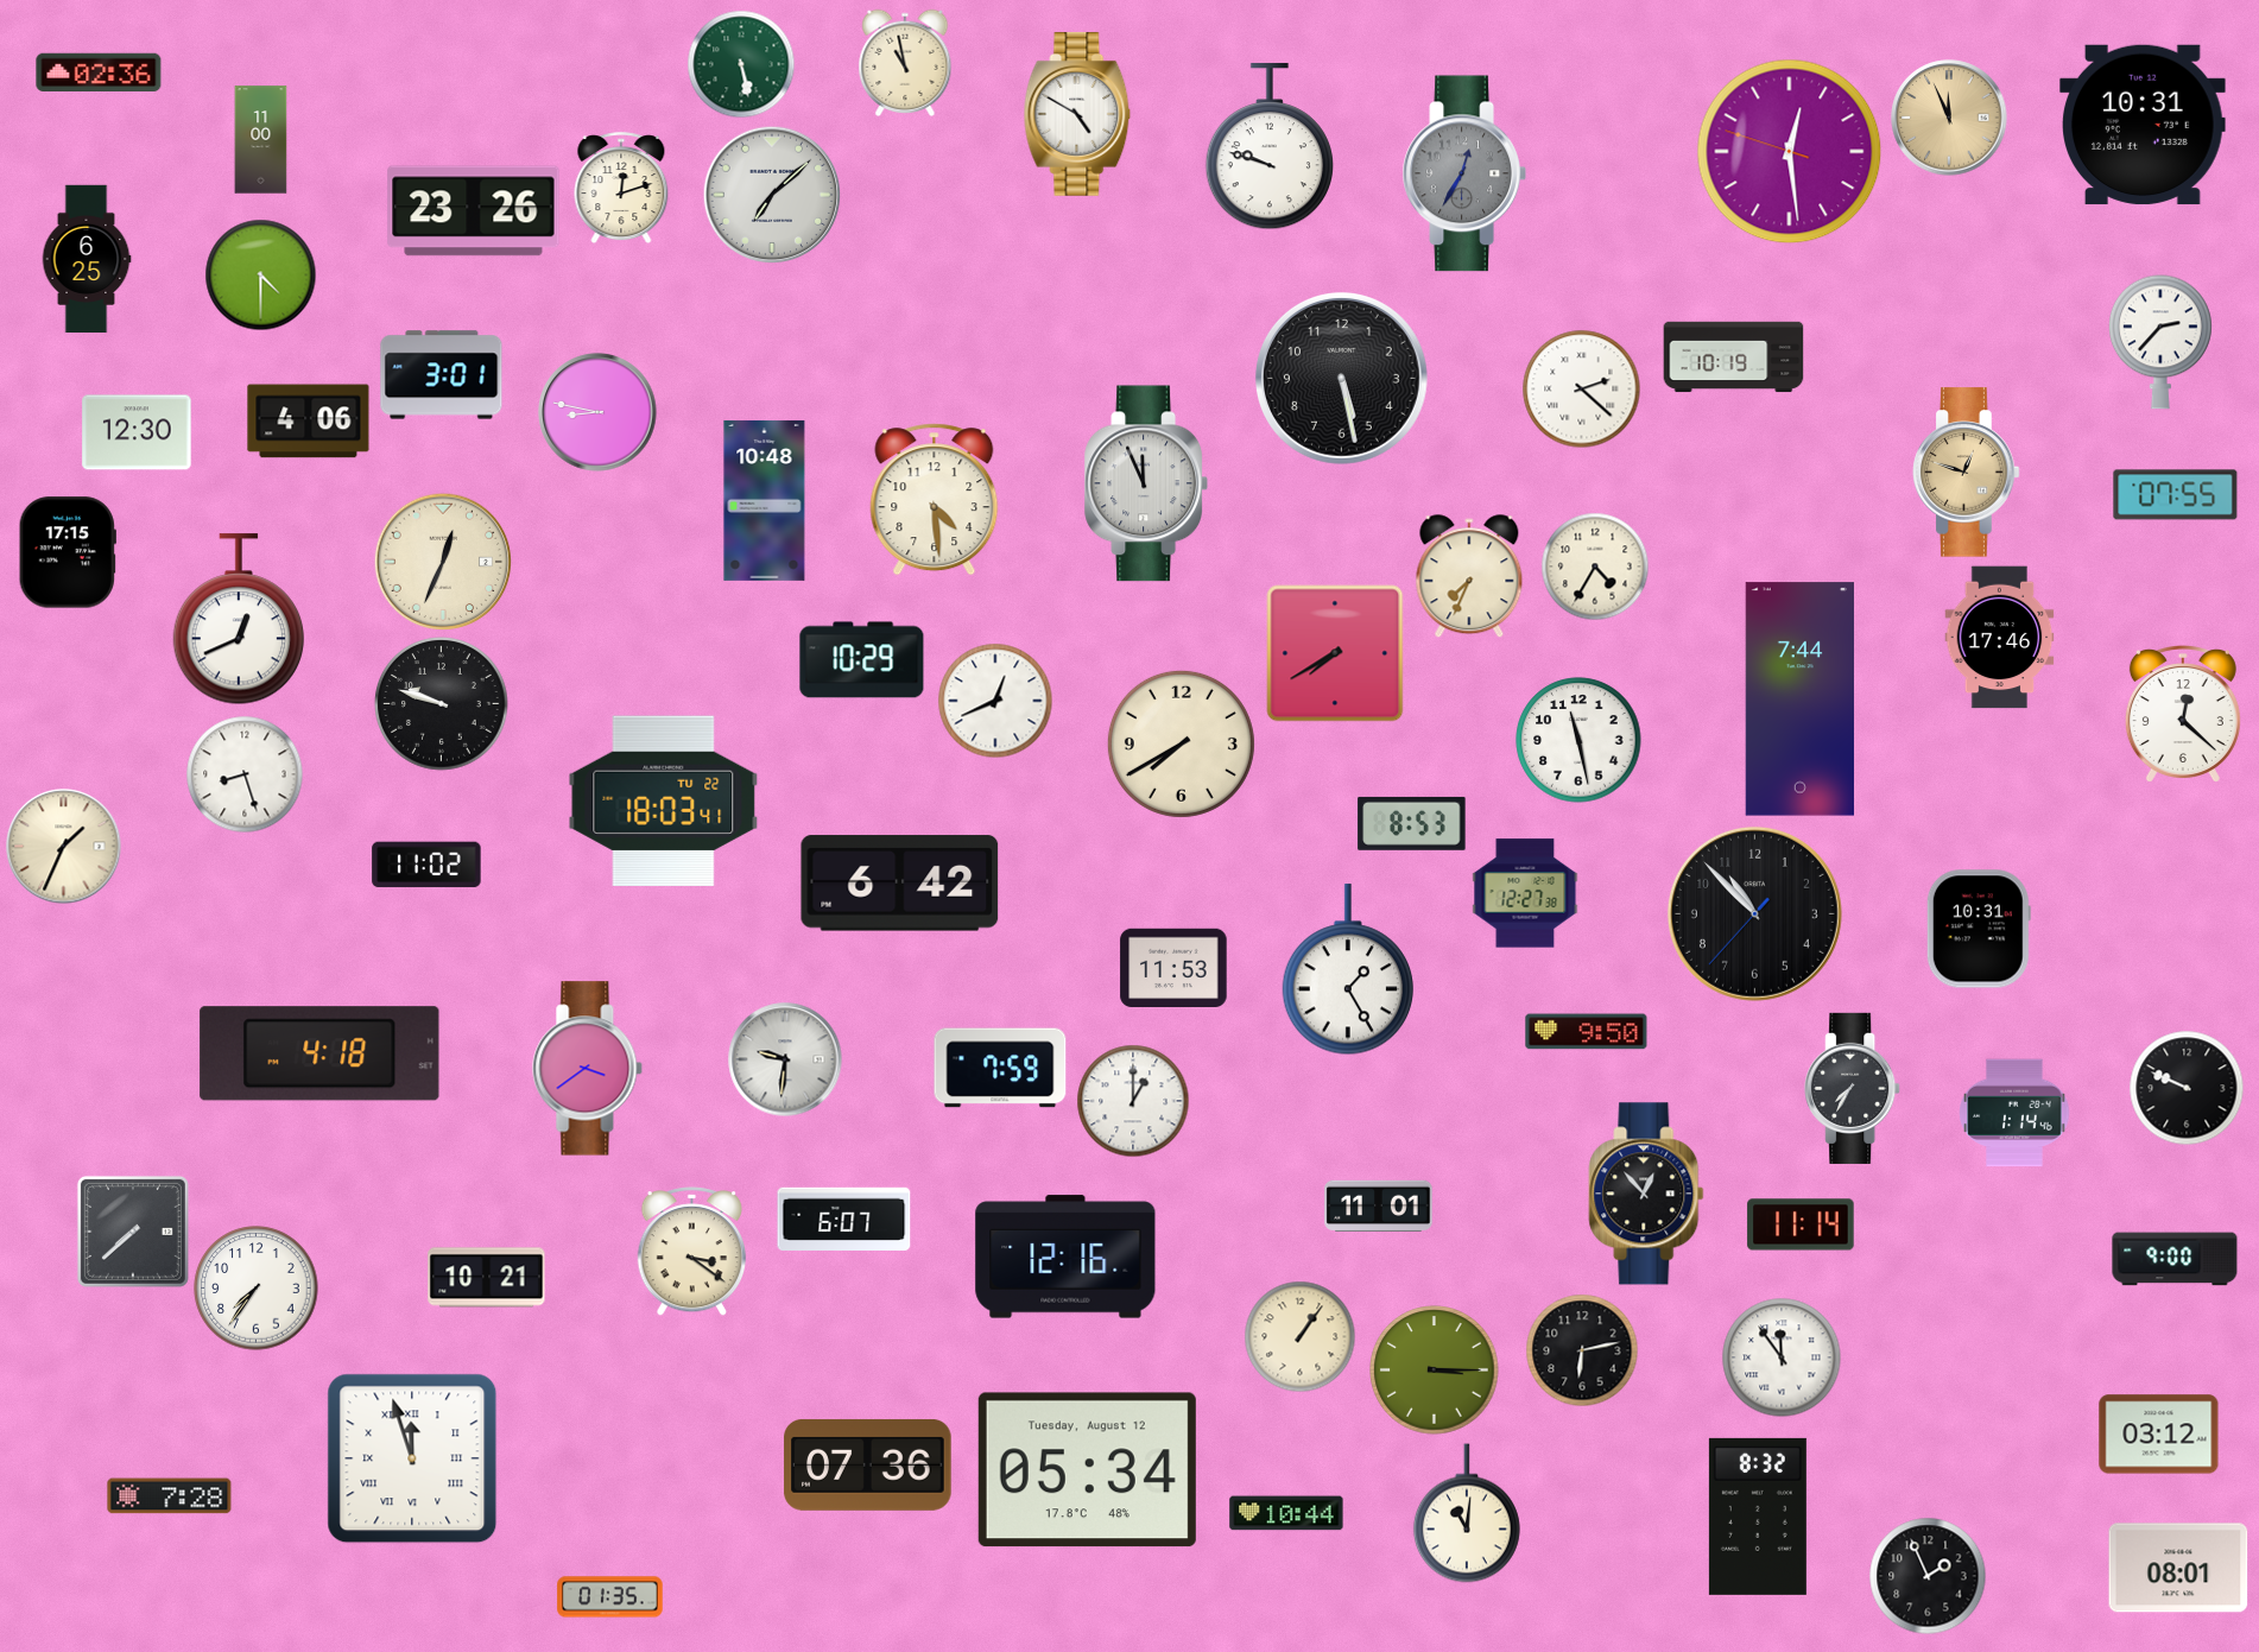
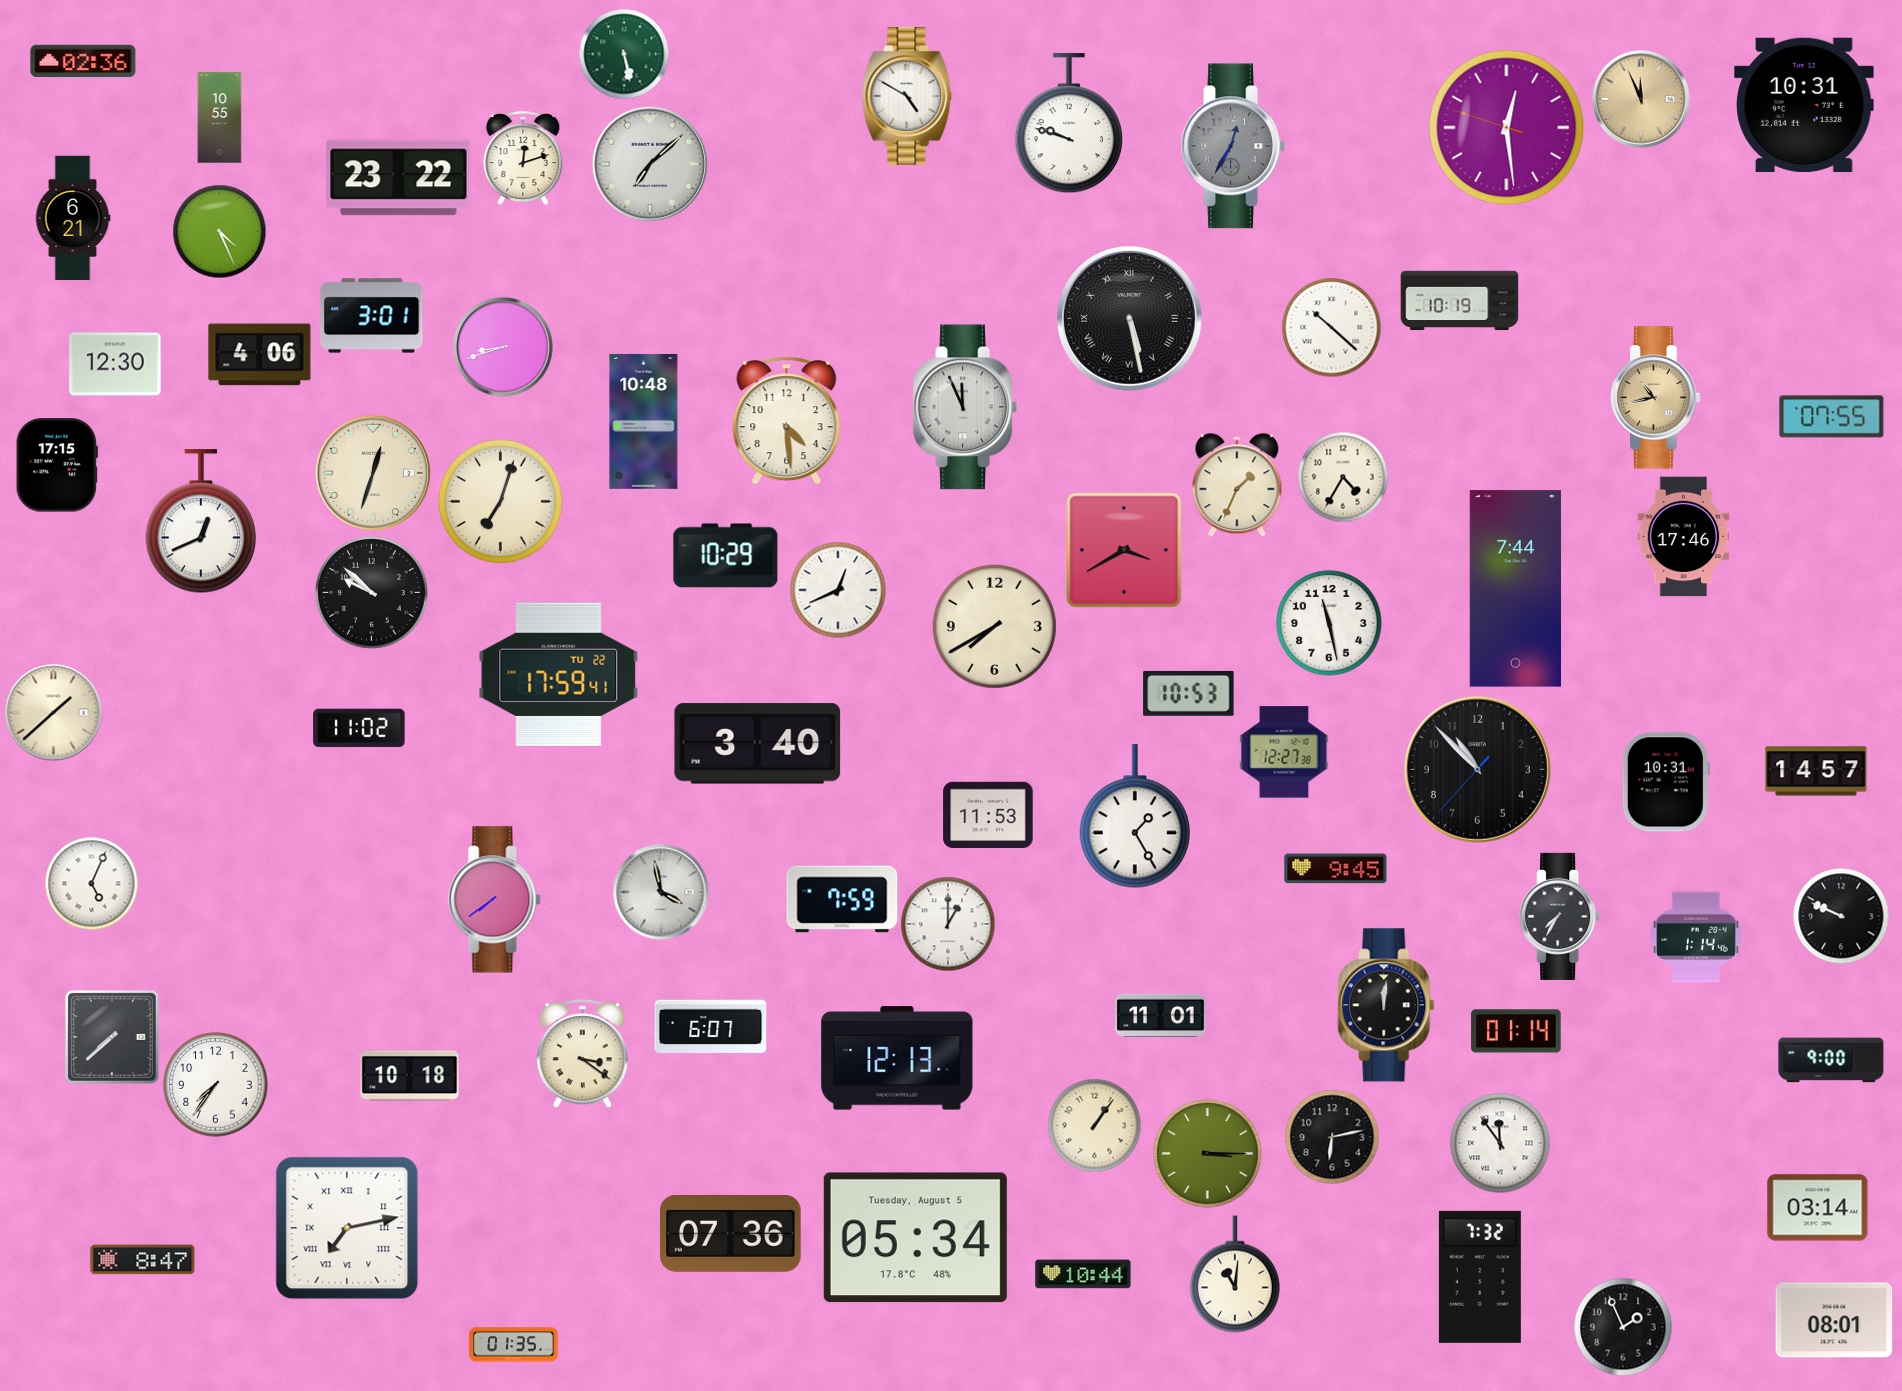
clock at (905, 63): 10:58 -> none
clock at (261, 140): 11:00 -> 10:55
clock at (474, 211): 23:26 -> 23:22
clock at (87, 259): 6:25 -> 6:21
clock at (260, 274): 4:30 -> 4:26
clock at (2162, 342): 2:37 -> none
clock at (1341, 378) numerals: Arabic -> Roman
clock at (1582, 390): 2:22 -> 10:22
clock at (597, 412): 8:47 -> 8:42
clock at (1967, 473): 12:48 -> 10:43
clock at (443, 562): 12:34 -> 12:33
clock at (1469, 576): 7:34 -> 1:34
clock at (500, 501): none -> 7:03
clock at (1335, 653): 7:40 -> 3:40
clock at (442, 704): 9:48 -> 9:52
clock at (2183, 714): 12:22 -> none
clock at (245, 774): 8:27 -> none
clock at (664, 800): 18:03 -> 17:59
clock at (1412, 823): 8:53 -> 10:53
clock at (64, 847): 1:34 -> 1:38
clock at (900, 884): 6:42 -> 3:40
clock at (1816, 771): none -> 14:57
clock at (1587, 1032): 9:50 -> 9:45
clock at (91, 883): none -> 5:04
clock at (319, 1053): 4:18 -> none
clock at (785, 1059): 9:31 -> 3:58
clock at (588, 1069): 3:39 -> 7:39
clock at (1133, 1101) position: (1133, 1101) -> (948, 924)
clock at (1646, 1194): 12:53 -> 12:01
clock at (1801, 1224): 11:14 -> 01:14
clock at (1065, 1257): 12:16 -> 12:13
clock at (487, 1278): 10:21 -> 10:18
clock at (2159, 1435): 03:12 -> 03:14
clock at (412, 1458): 11:57 -> 7:13
clock at (1087, 1470) date: Tuesday, August 12 -> Tuesday, August 5
clock at (170, 1496): 7:28 -> 8:47
clock at (1758, 1517): 8:32 -> 7:32
